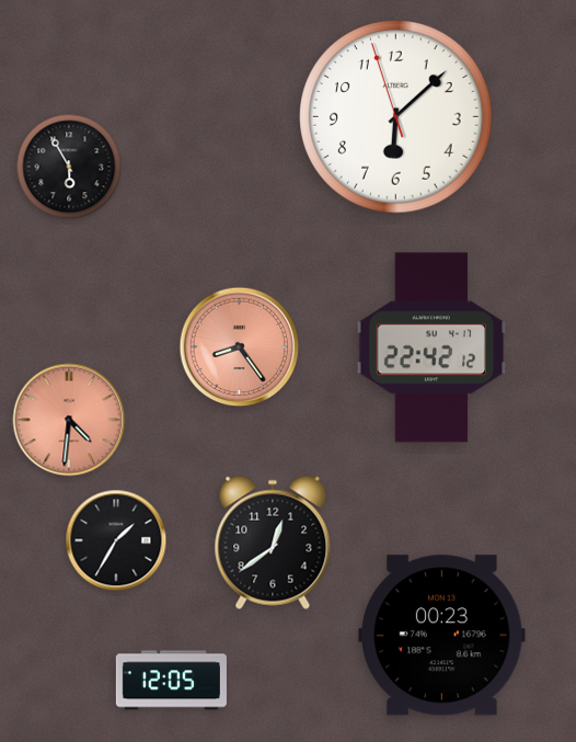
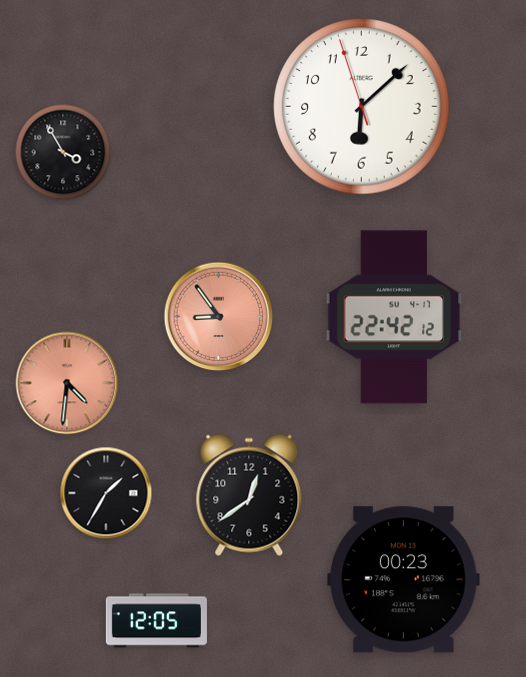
clock at (69, 167): 5:55 -> 3:55
clock at (240, 347): 8:24 -> 8:54
clock at (69, 420) position: (69, 420) -> (67, 383)
